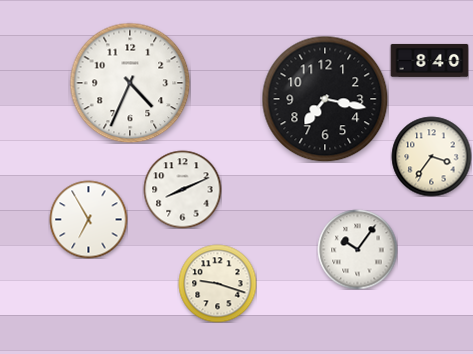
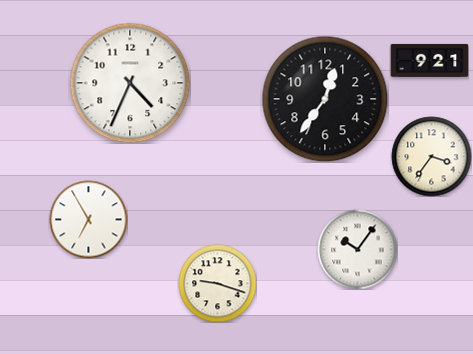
clock at (429, 60): 8:40 -> 9:21
clock at (325, 99): 7:17 -> 12:36
clock at (182, 189): 8:11 -> none
